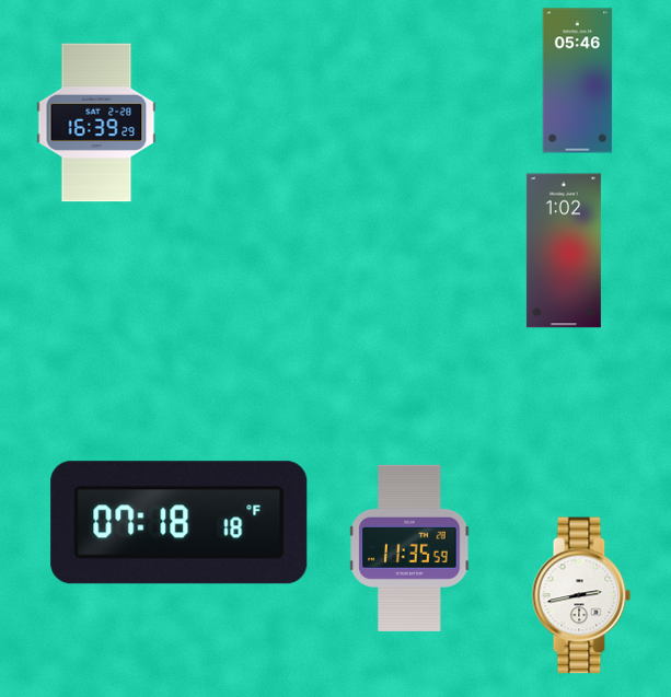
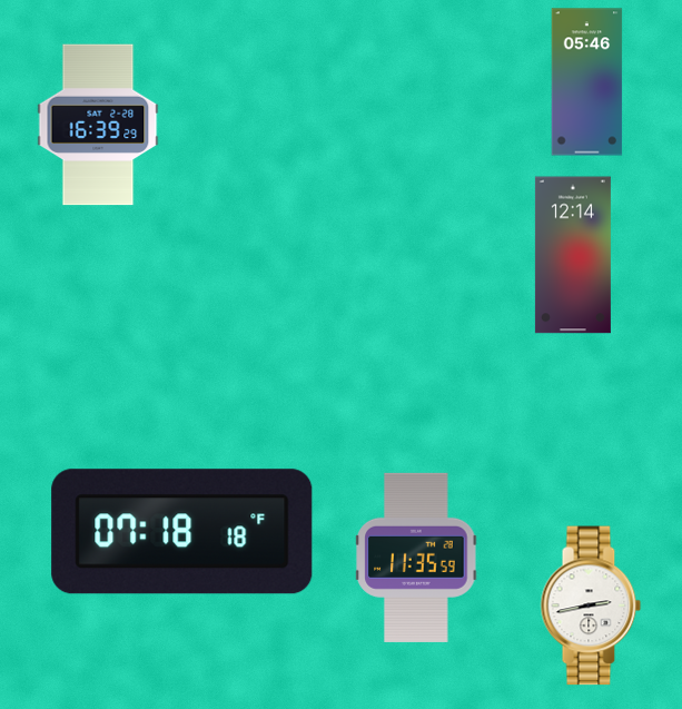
clock at (564, 251): 1:02 -> 12:14
